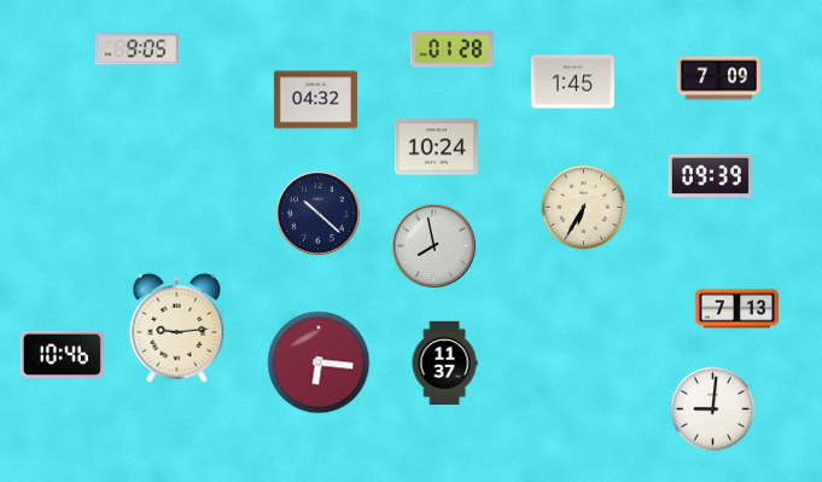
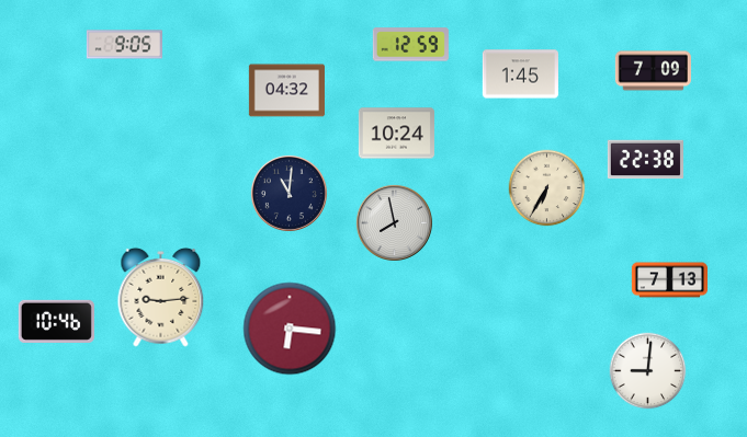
clock at (451, 50): 01:28 -> 12:59
clock at (710, 176): 09:39 -> 22:38
clock at (584, 208) position: (584, 208) -> (547, 188)
clock at (317, 213): 10:22 -> 11:01
clock at (444, 362): 11:37 -> none
